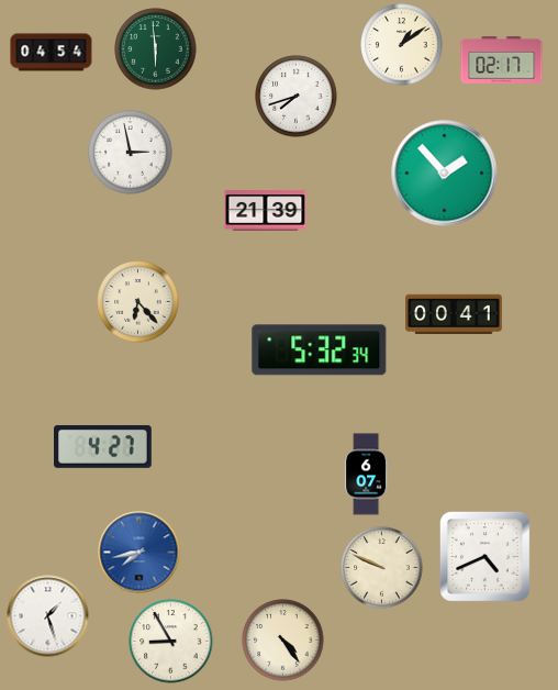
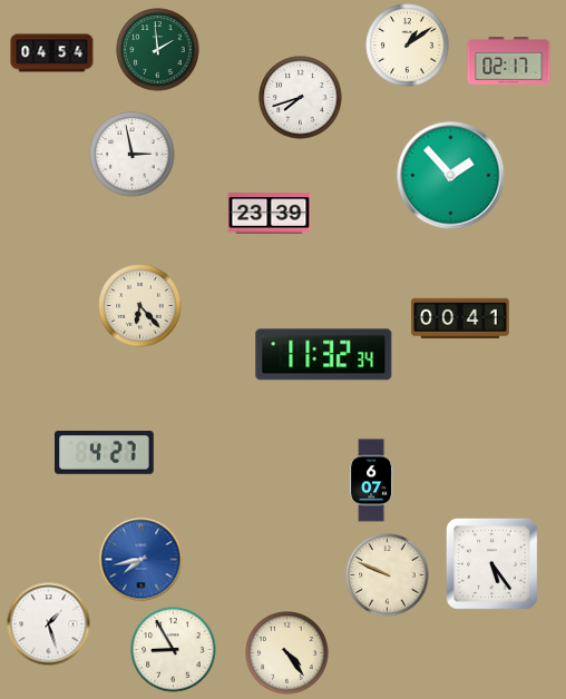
clock at (156, 49): 5:59 -> 1:59
clock at (266, 211): 21:39 -> 23:39
clock at (320, 350): 5:32 -> 11:32
clock at (484, 556): 4:41 -> 5:24
clock at (283, 641) position: (283, 641) -> (287, 653)
